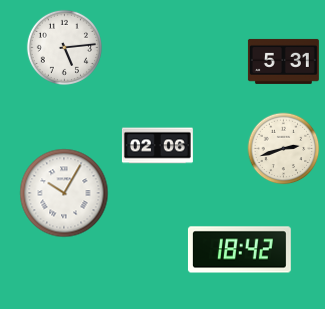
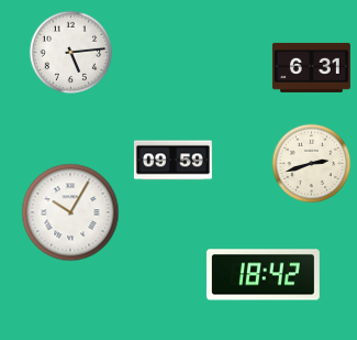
clock at (283, 61): 5:31 -> 6:31
clock at (157, 146): 02:06 -> 09:59
